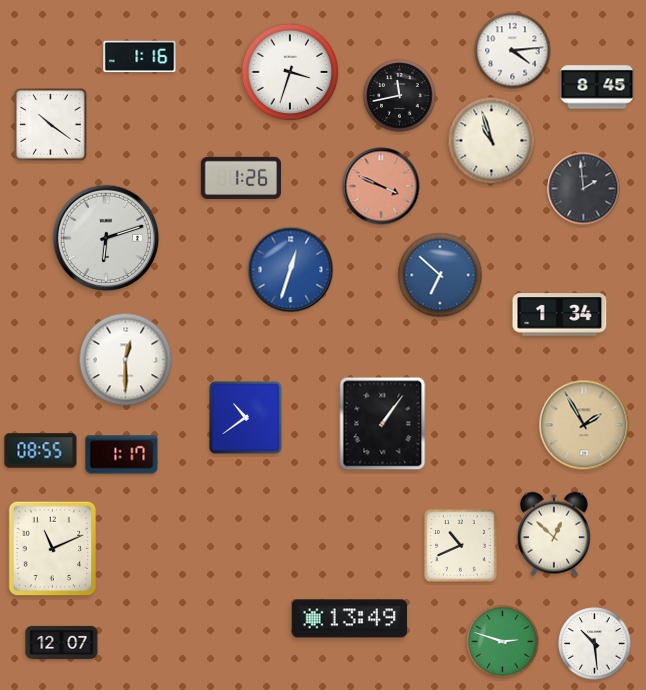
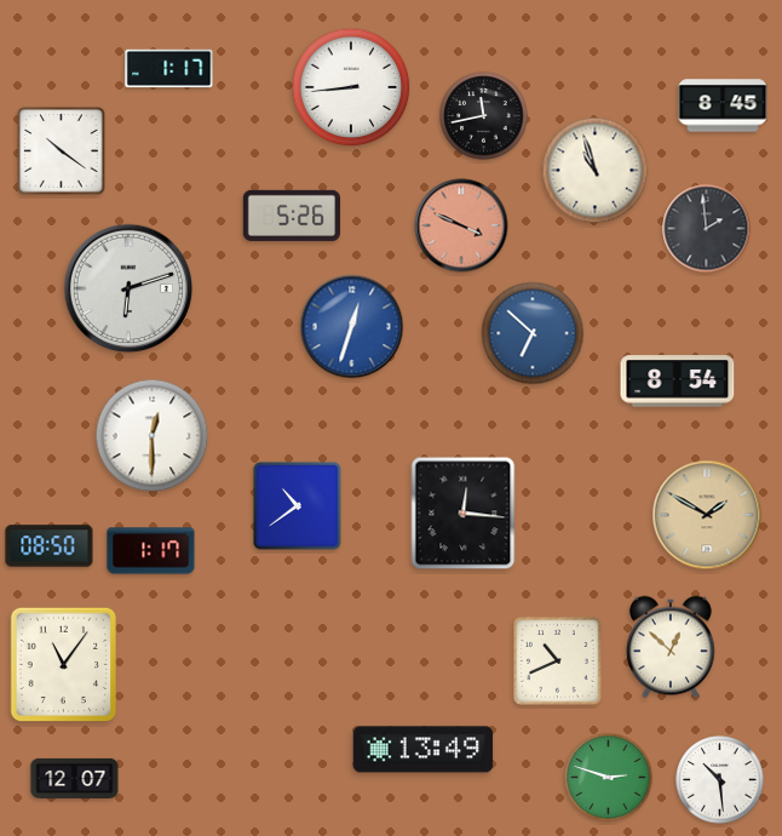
clock at (513, 51): 4:14 -> none
clock at (140, 57): 1:16 -> 1:17
clock at (290, 72): 3:33 -> 8:44
clock at (240, 178): 1:26 -> 5:26
clock at (560, 315): 1:34 -> 8:54
clock at (383, 424): 1:06 -> 12:16
clock at (584, 425): 1:55 -> 1:50
clock at (41, 451): 08:55 -> 08:50
clock at (122, 455) position: (122, 455) -> (151, 551)
clock at (53, 549): 11:11 -> 11:06
